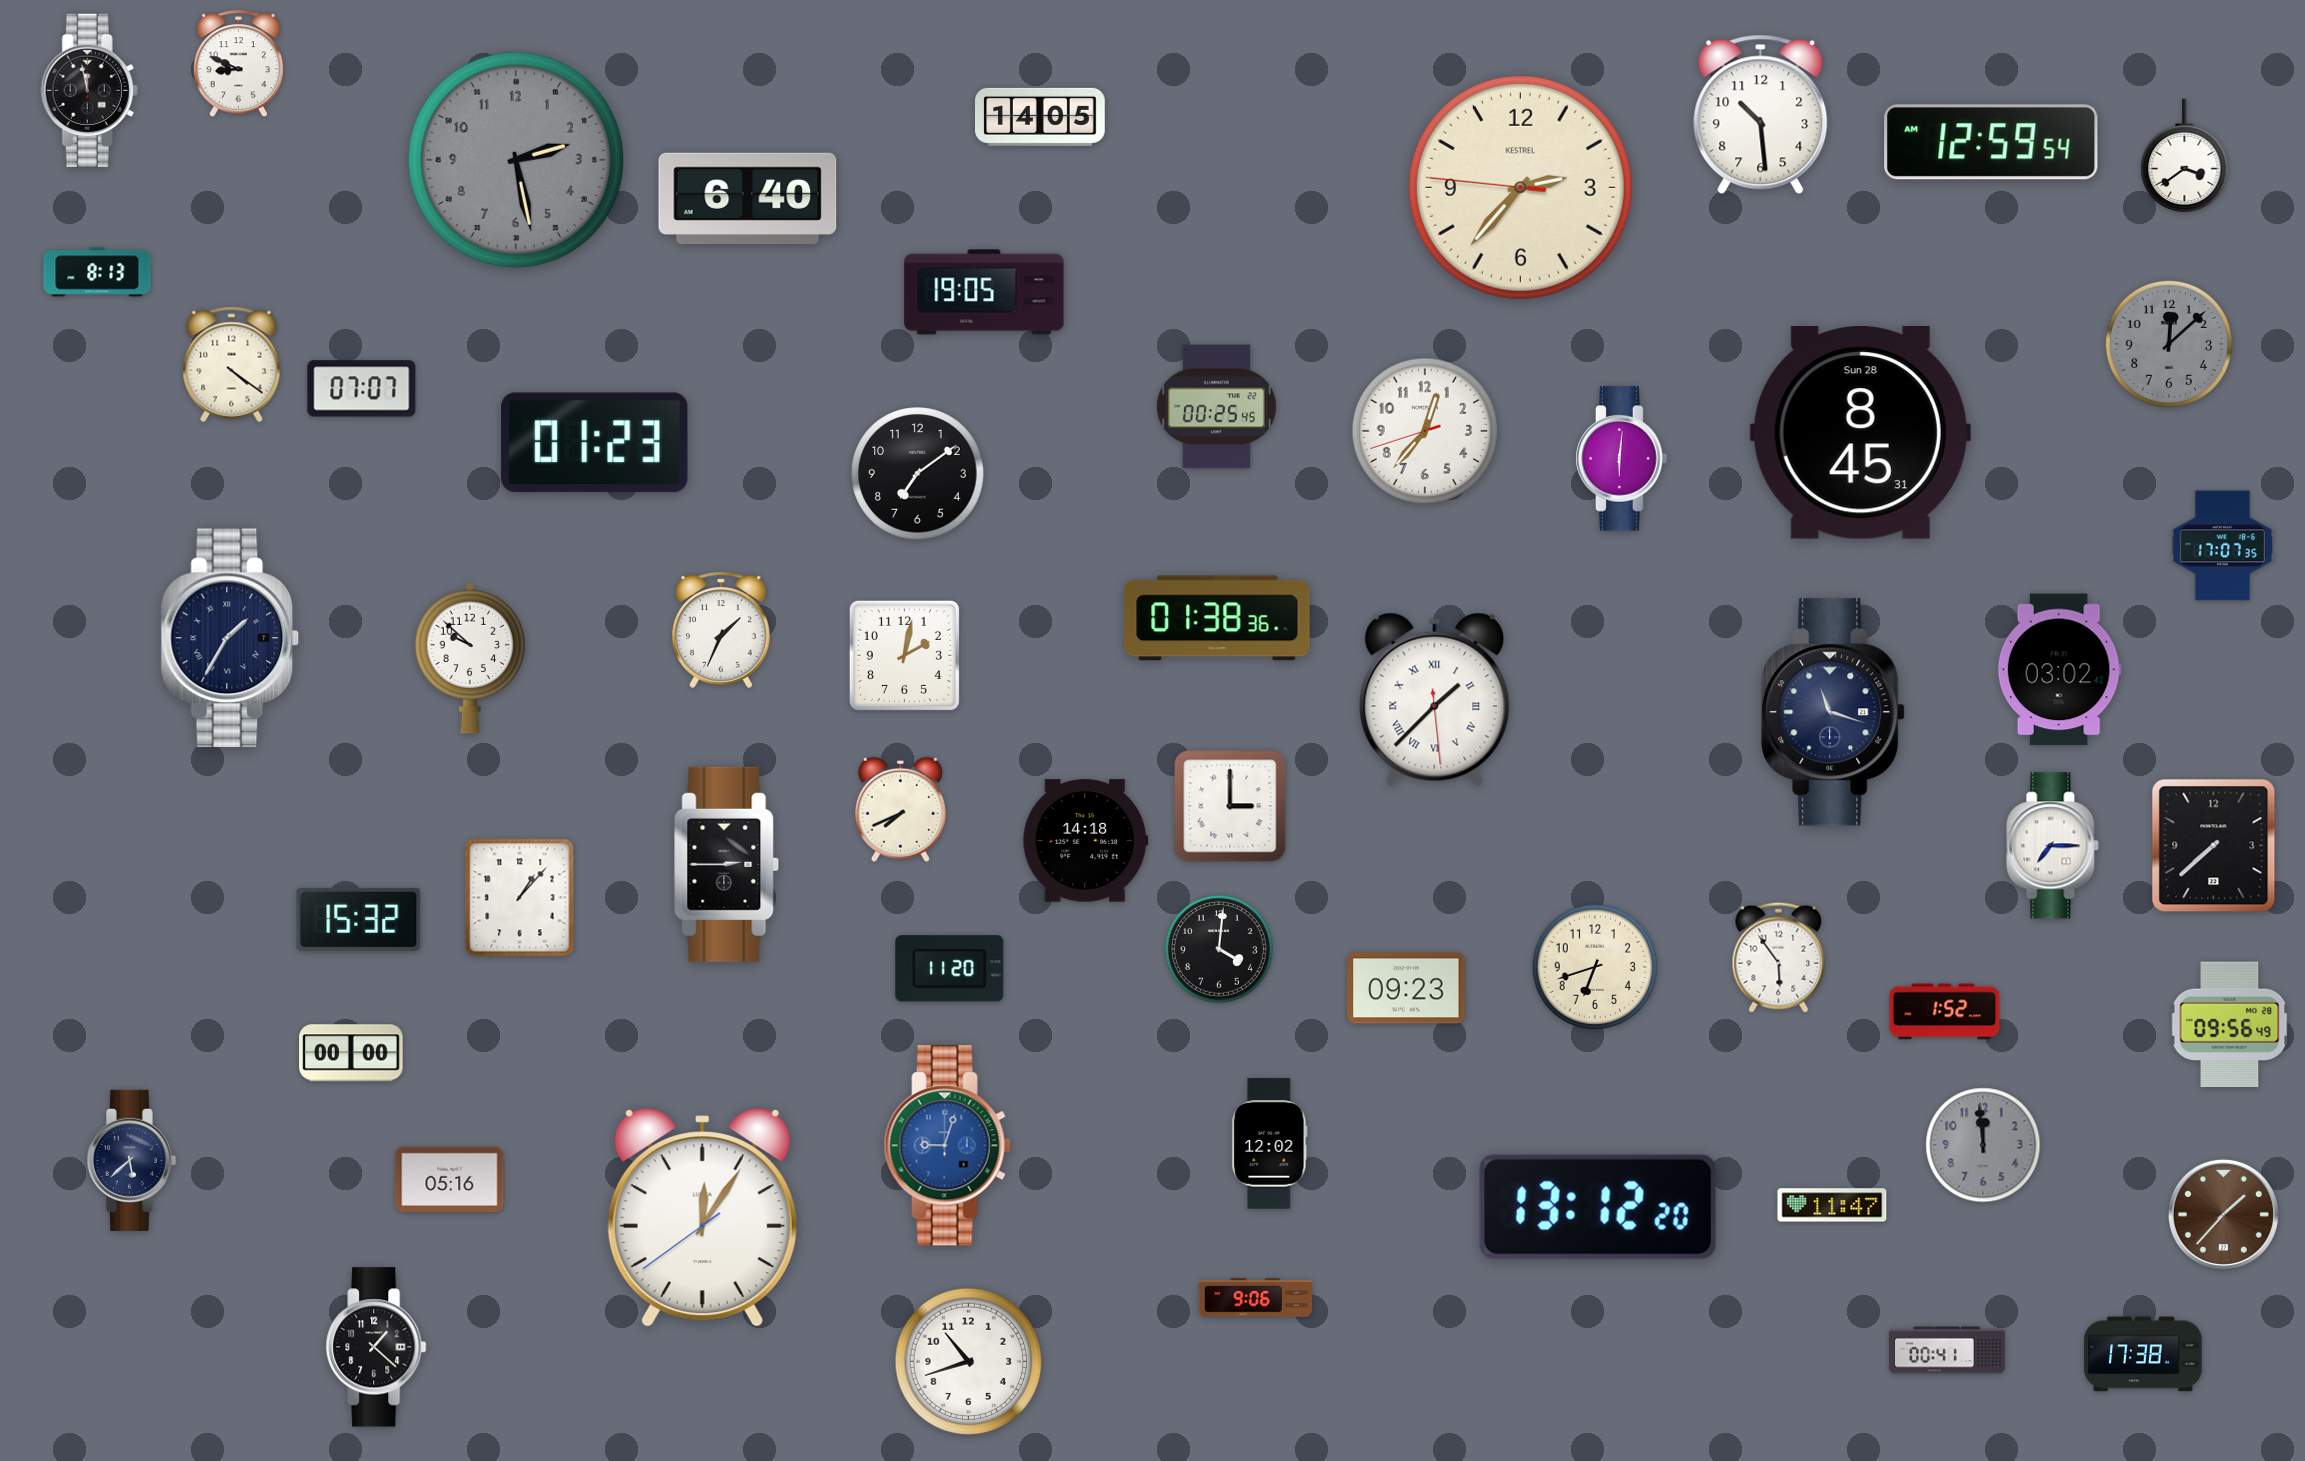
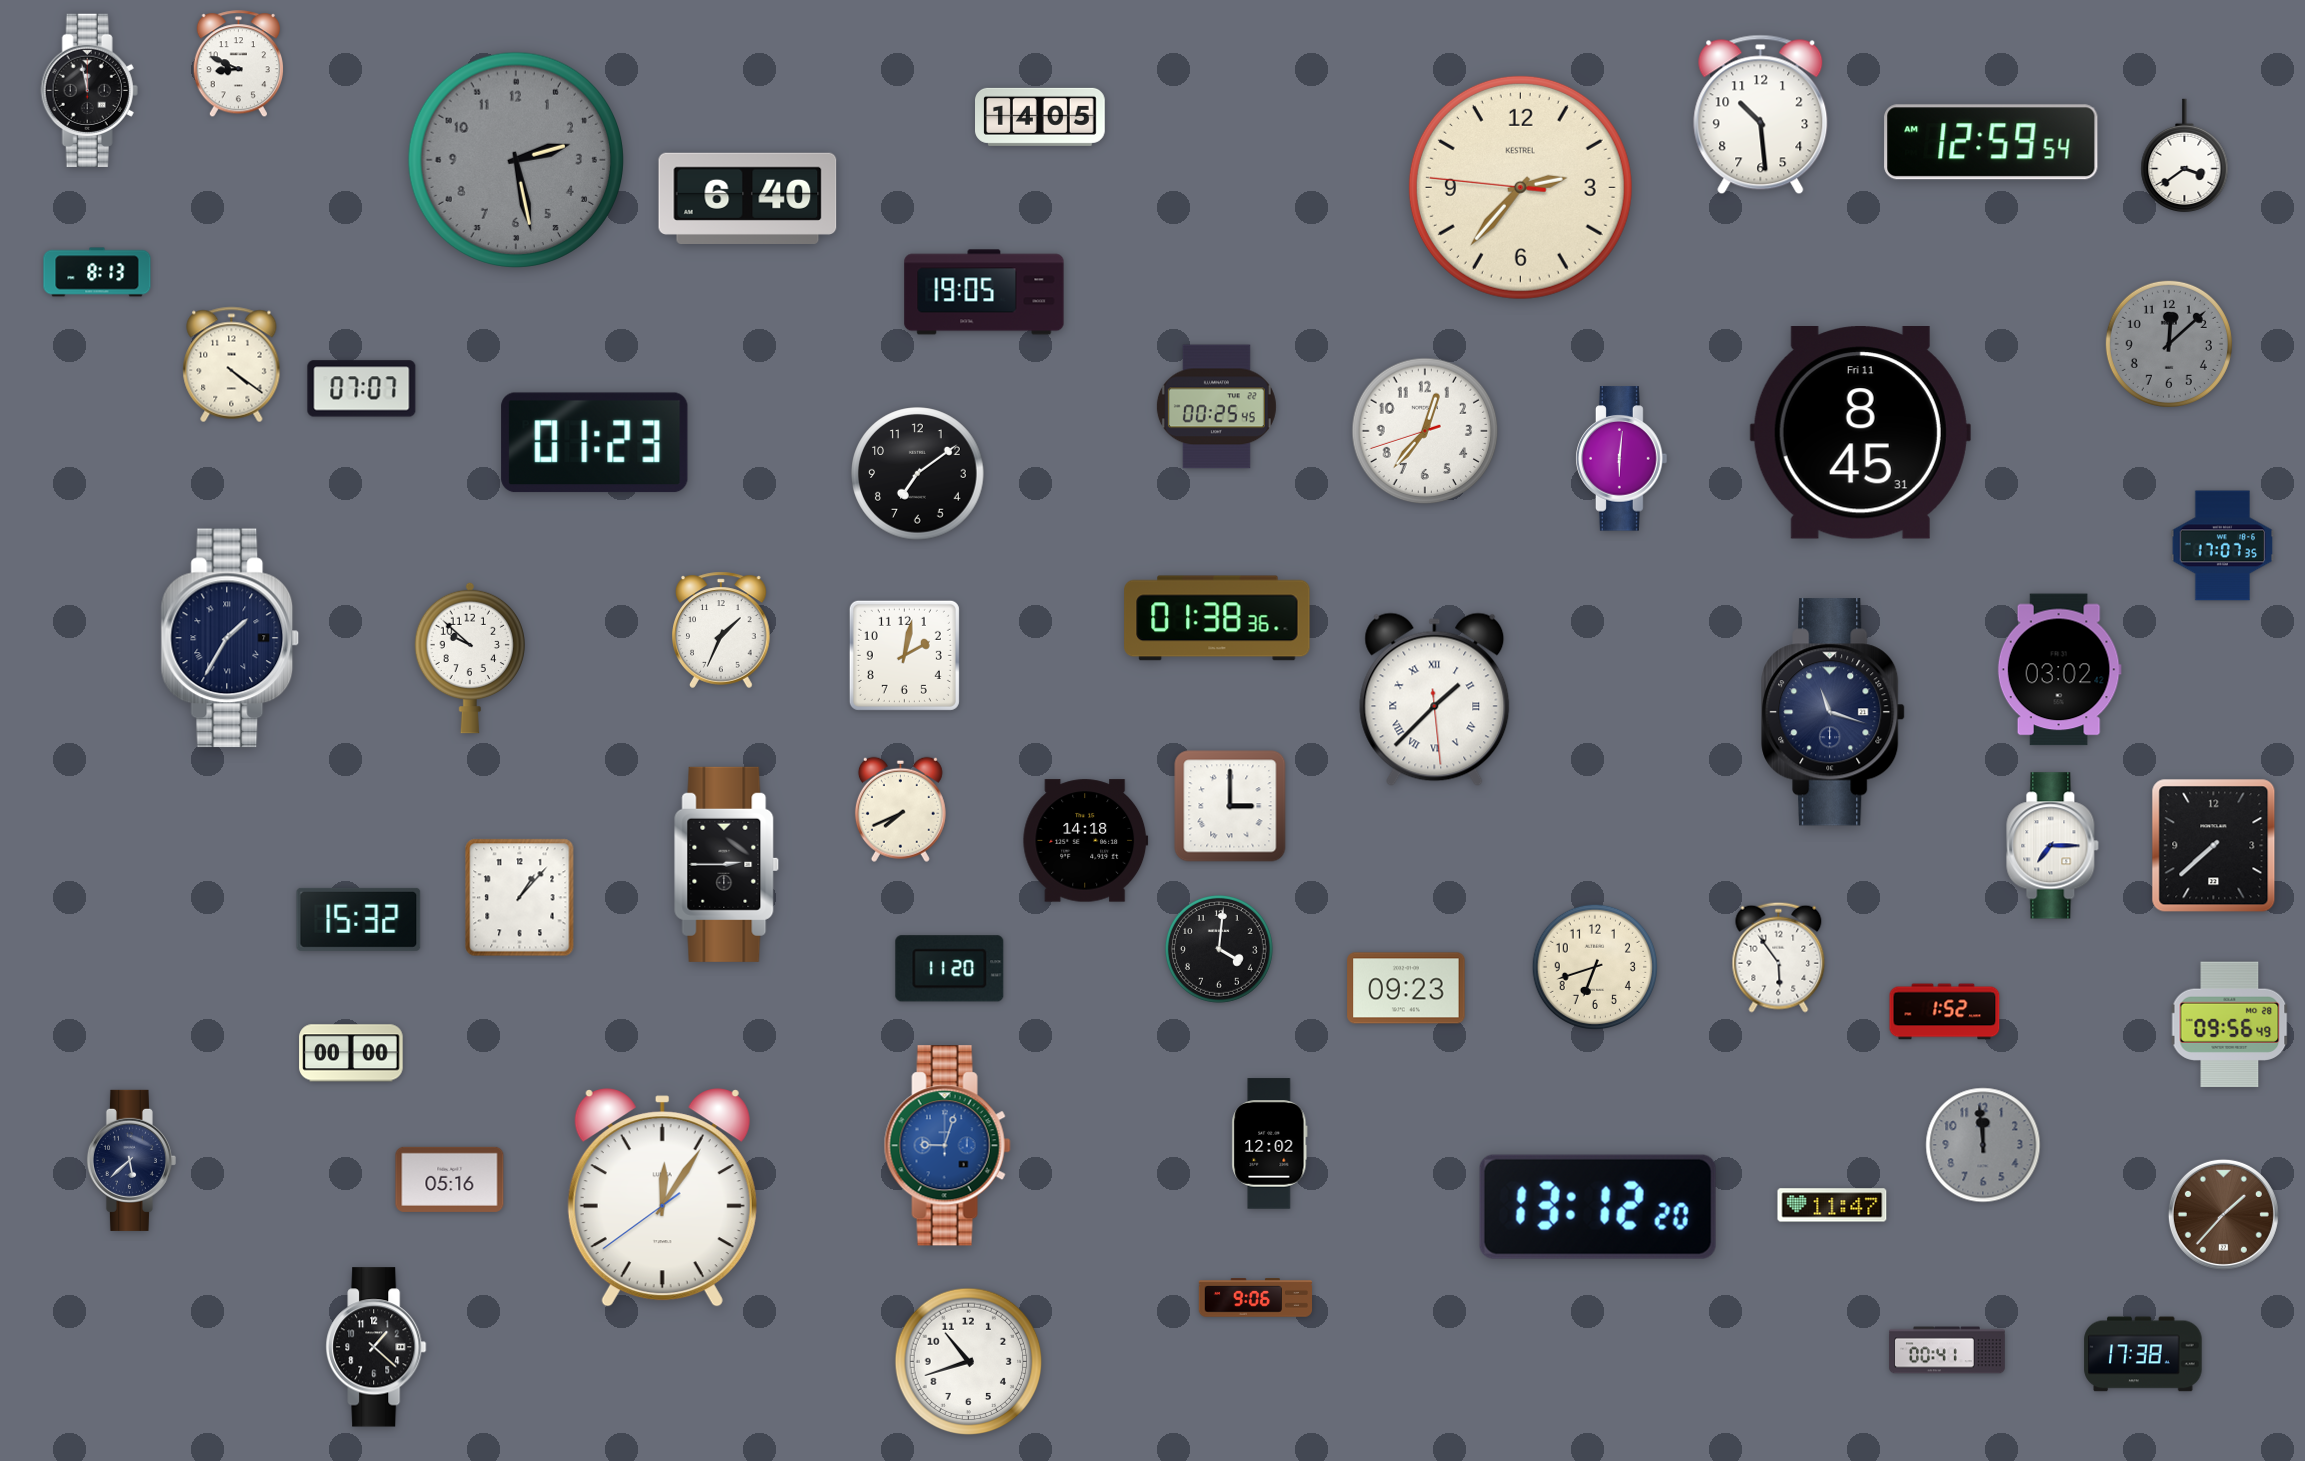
clock at (1860, 433) date: Sun 28 -> Fri 11
clock at (702, 1218) position: (702, 1218) -> (662, 1198)
